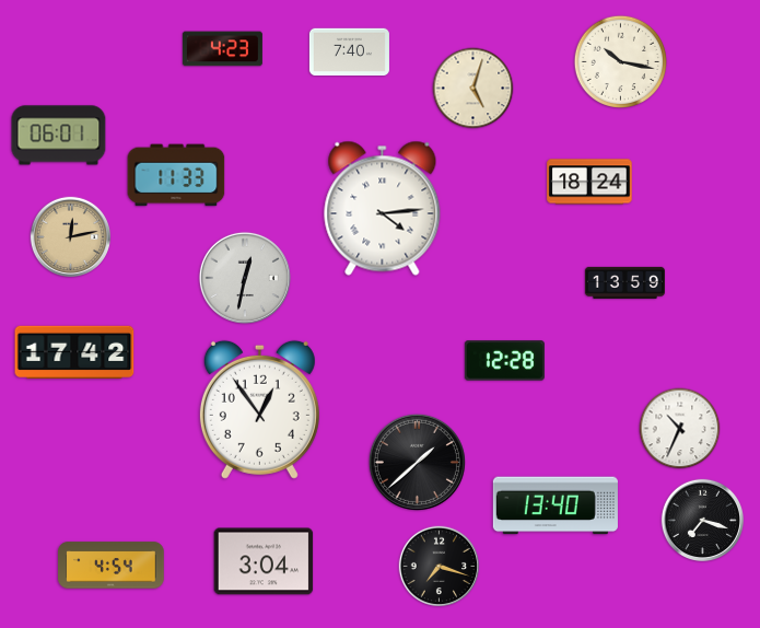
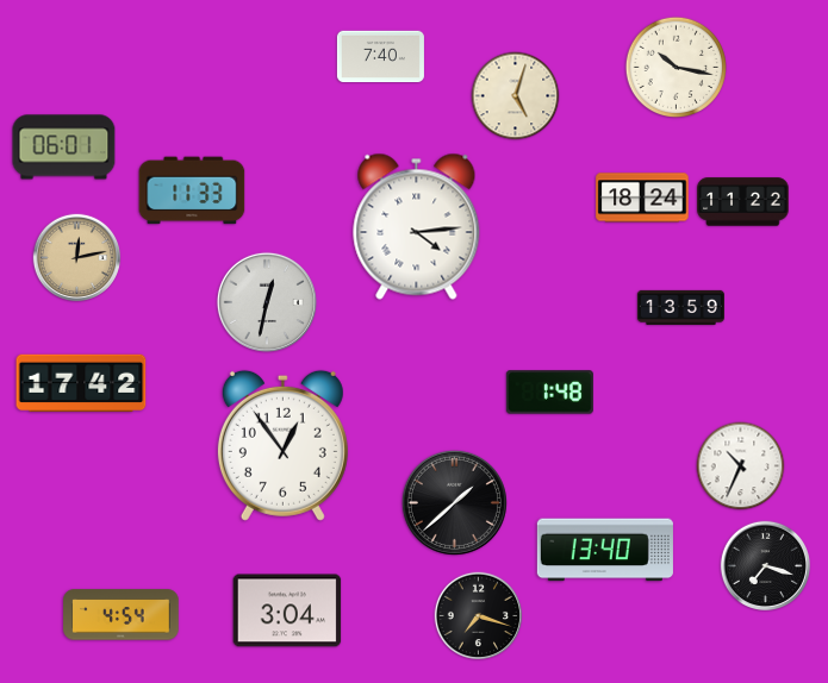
clock at (222, 49): 4:23 -> none
clock at (743, 202): none -> 11:22
clock at (504, 361): 12:28 -> 1:48
